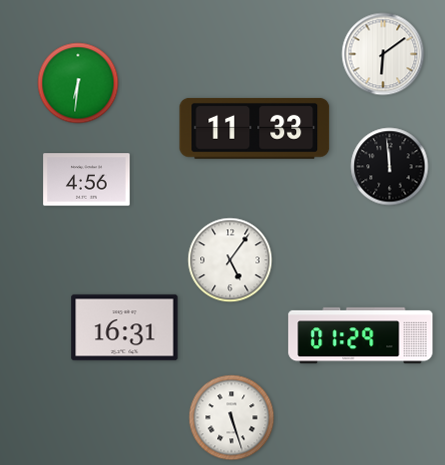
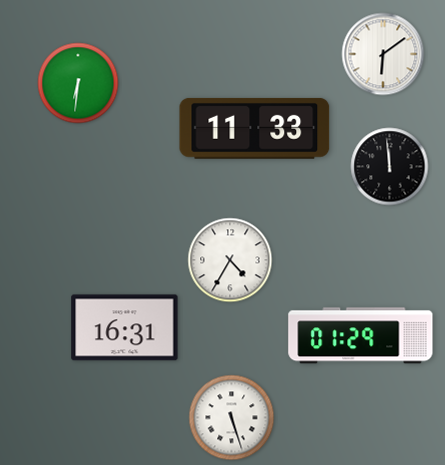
clock at (87, 180): 4:56 -> none
clock at (230, 260): 5:06 -> 4:35
